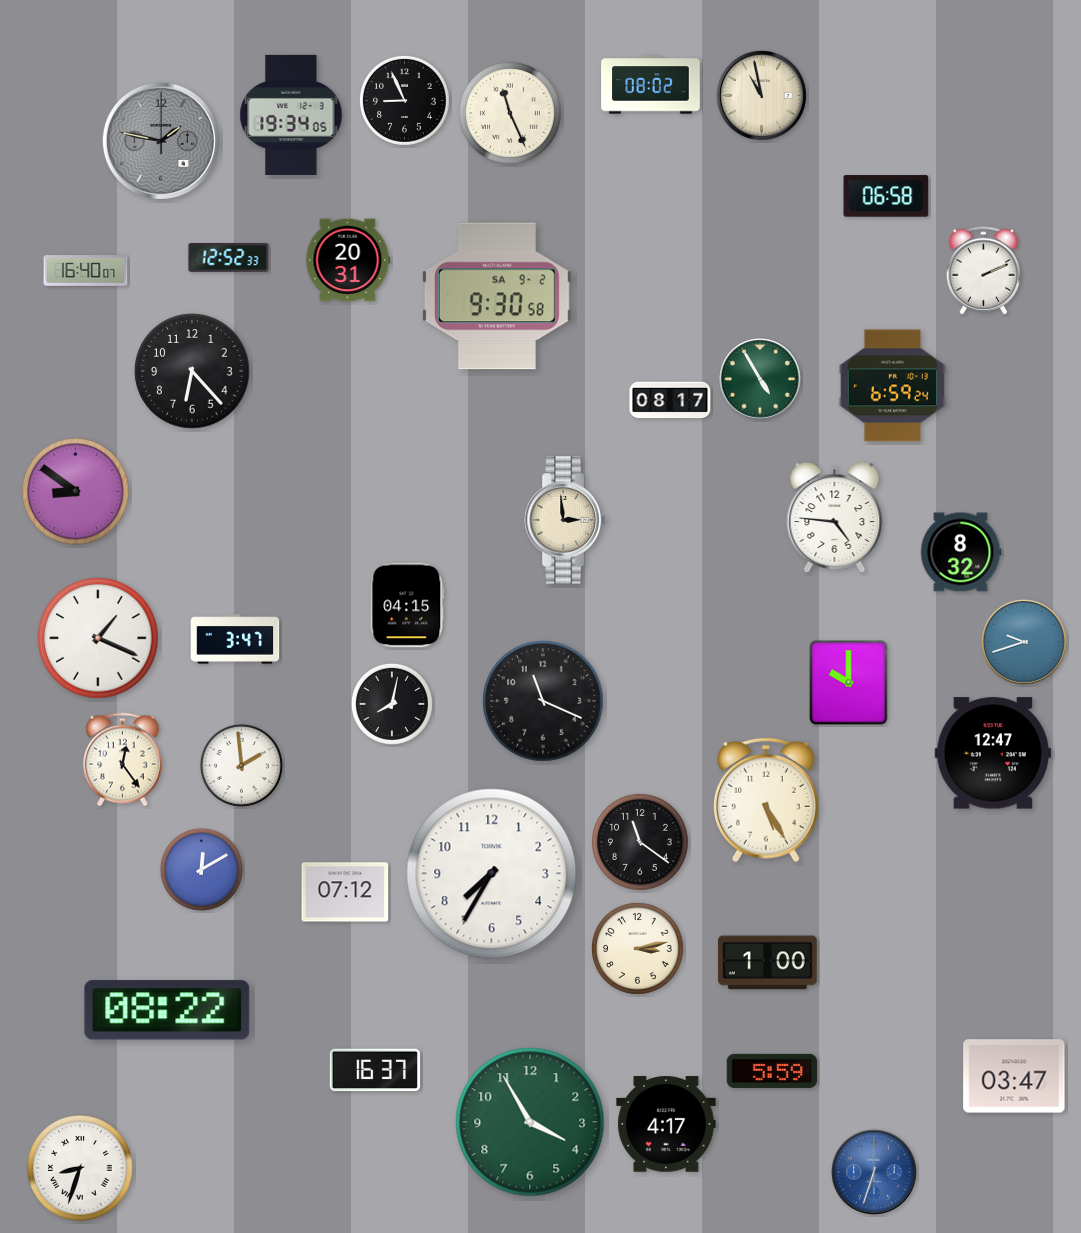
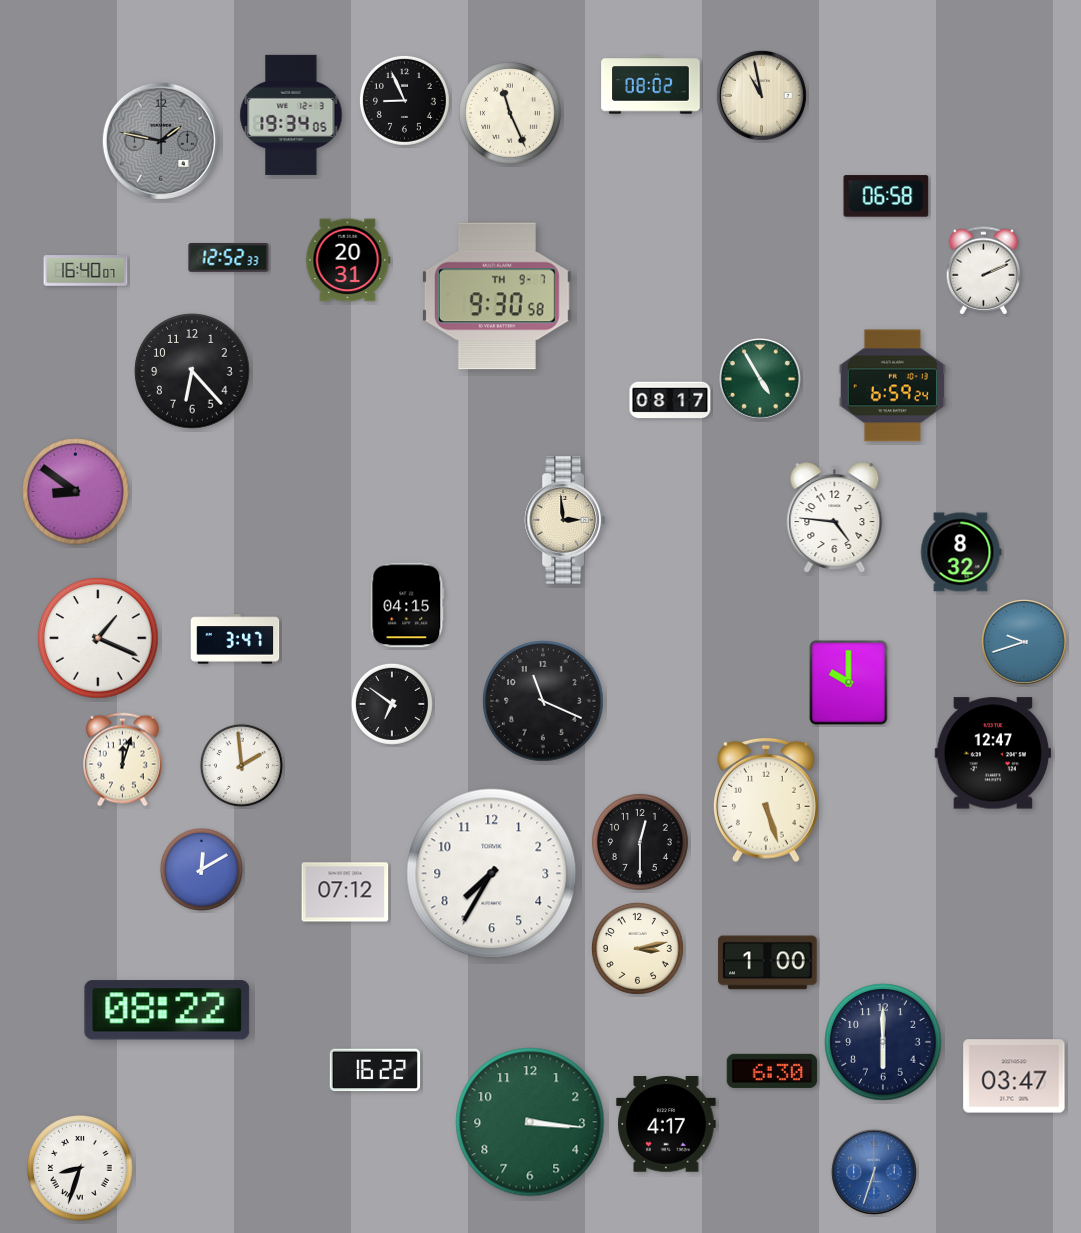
clock at (497, 296) date: SA 9-2 -> TH 9-7
clock at (392, 704): 8:02 -> 6:51
clock at (123, 760): 12:24 -> 12:03
clock at (766, 800): 5:25 -> 5:27
clock at (640, 842): 11:21 -> 12:30
clock at (883, 1042): none -> 6:00
clock at (375, 1070): 16:37 -> 16:22
clock at (772, 1071): 5:59 -> 6:30
clock at (530, 1122): 3:55 -> 3:16
